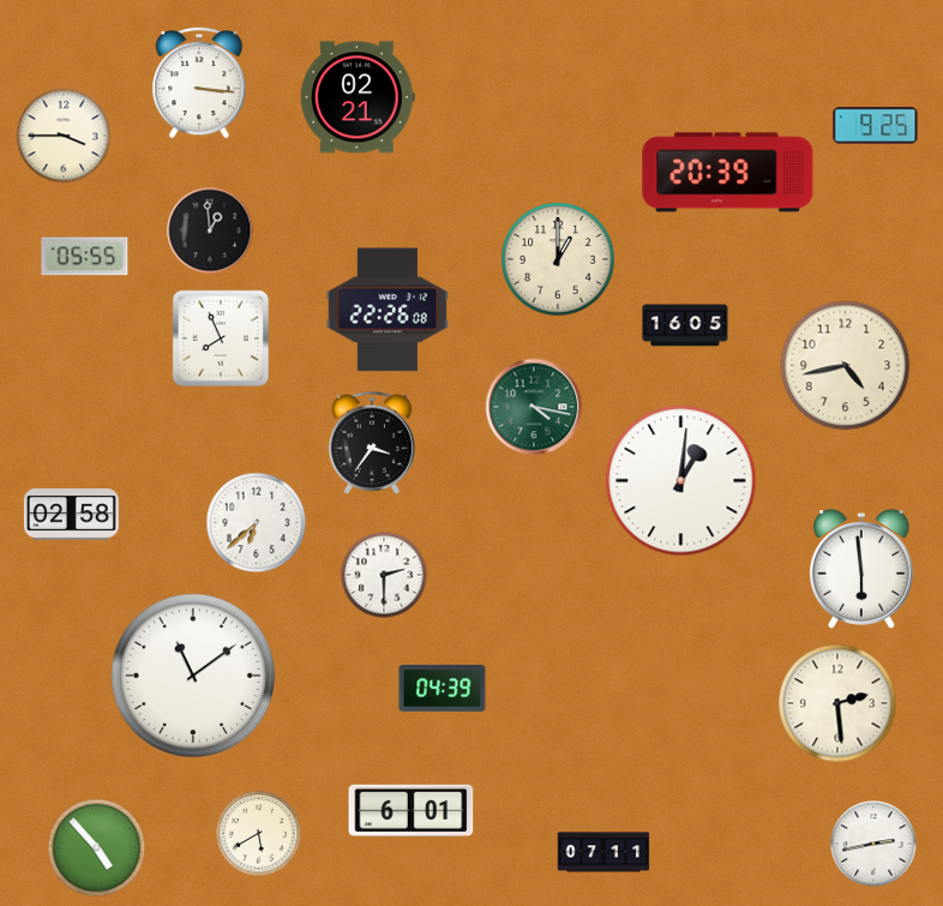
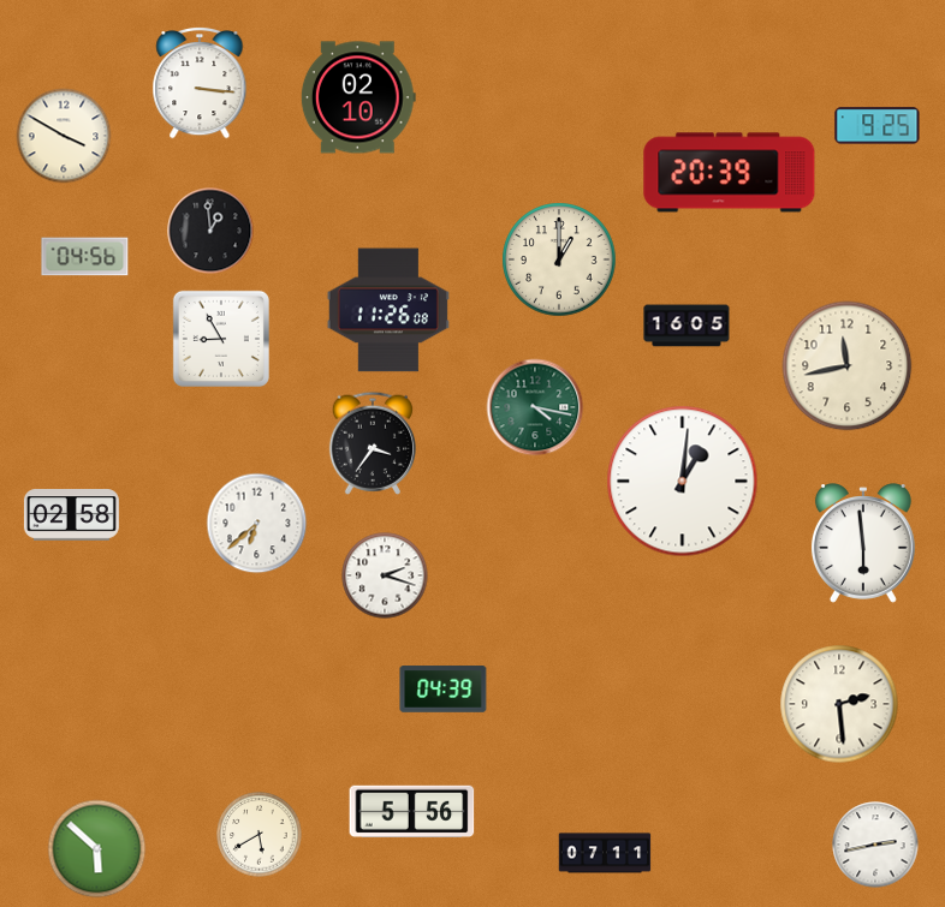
clock at (358, 97): 02:21 -> 02:10
clock at (64, 136): 3:45 -> 3:50
clock at (85, 257): 05:55 -> 04:56
clock at (388, 310): 22:26 -> 11:26
clock at (221, 338): 7:56 -> 8:55
clock at (846, 366): 4:43 -> 11:43
clock at (861, 569) position: (861, 569) -> (863, 543)
clock at (384, 575): 2:30 -> 2:18
clock at (193, 676): 11:09 -> none
clock at (412, 810): 6:01 -> 5:56
clock at (97, 848): 4:53 -> 5:52
